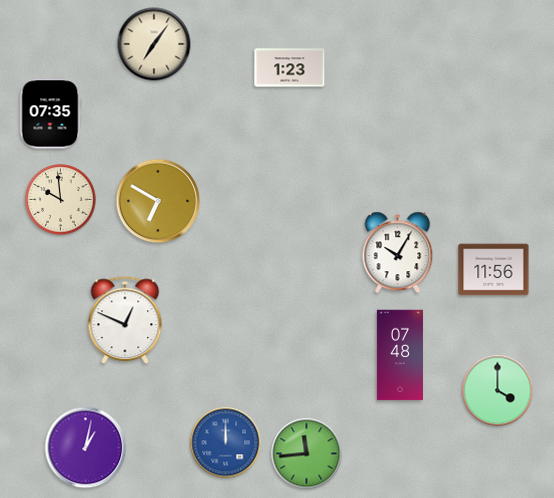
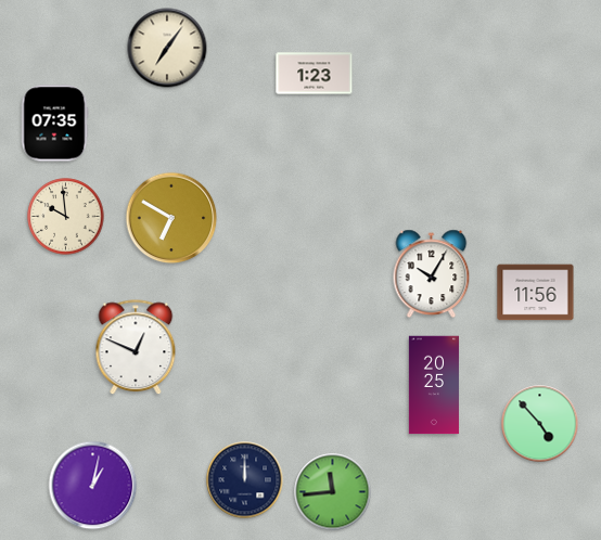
clock at (400, 355): 07:48 -> 20:25
clock at (498, 391): 4:00 -> 4:53
clock at (226, 443) dial: blue -> navy
